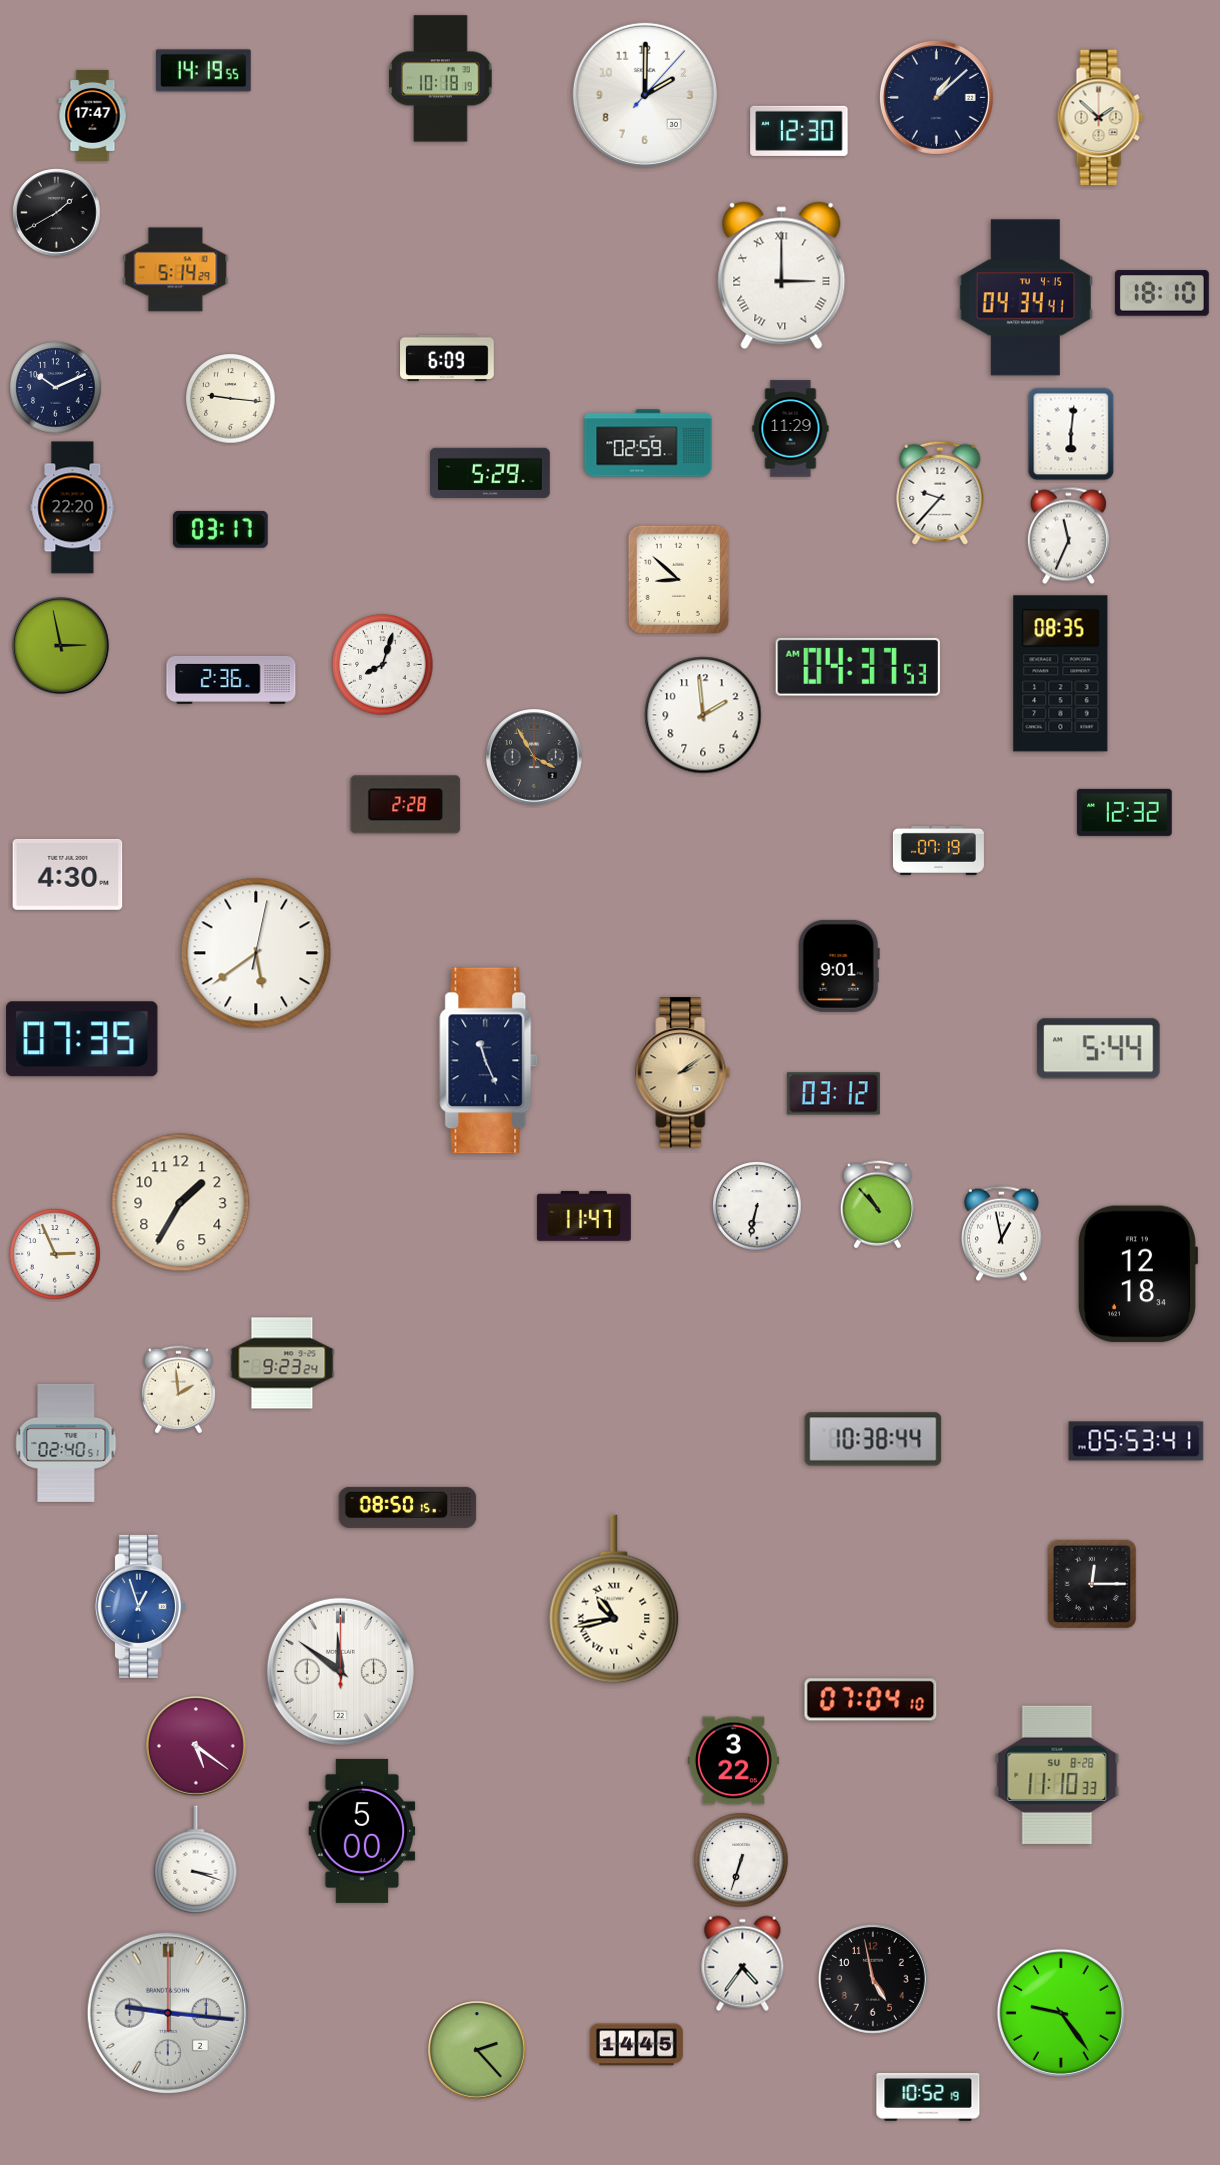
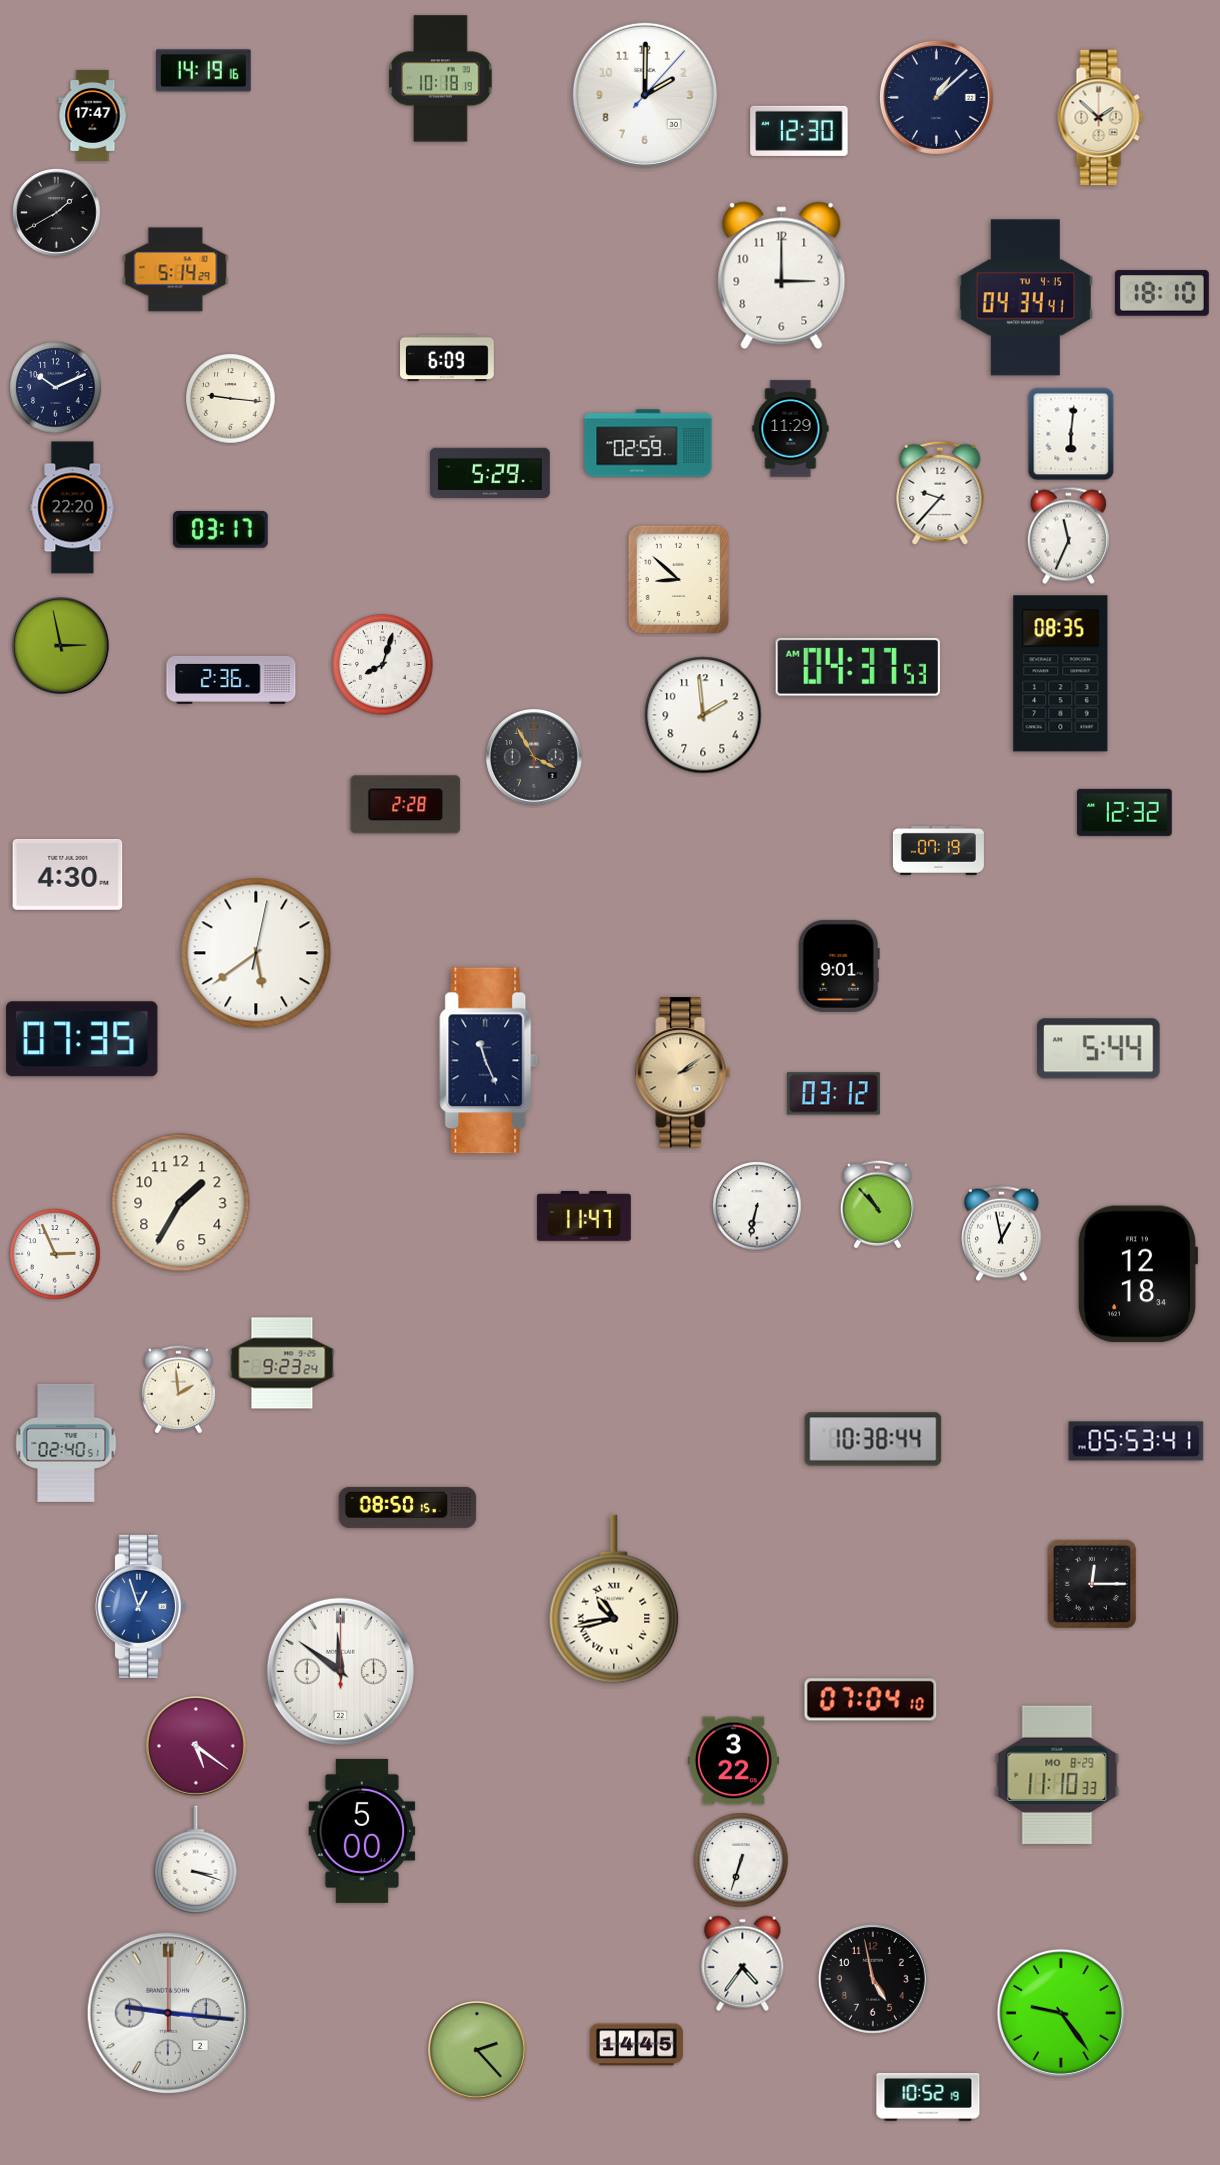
clock at (204, 71): 14:19:55 -> 14:19:16
clock at (782, 276) numerals: Roman -> Arabic
clock at (1057, 1775) date: SU 8-28 -> MO 8-29
